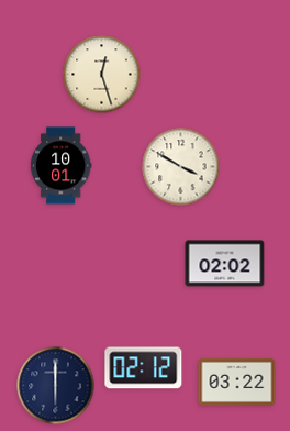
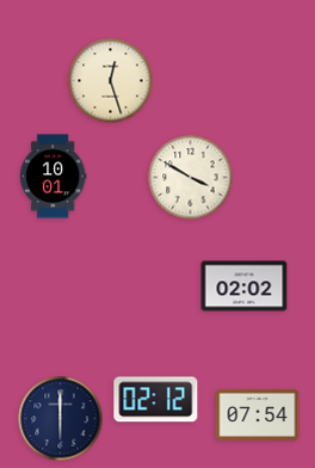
clock at (60, 166) position: (60, 166) -> (52, 177)
clock at (181, 167) position: (181, 167) -> (191, 178)
clock at (237, 382): 03:22 -> 07:54
